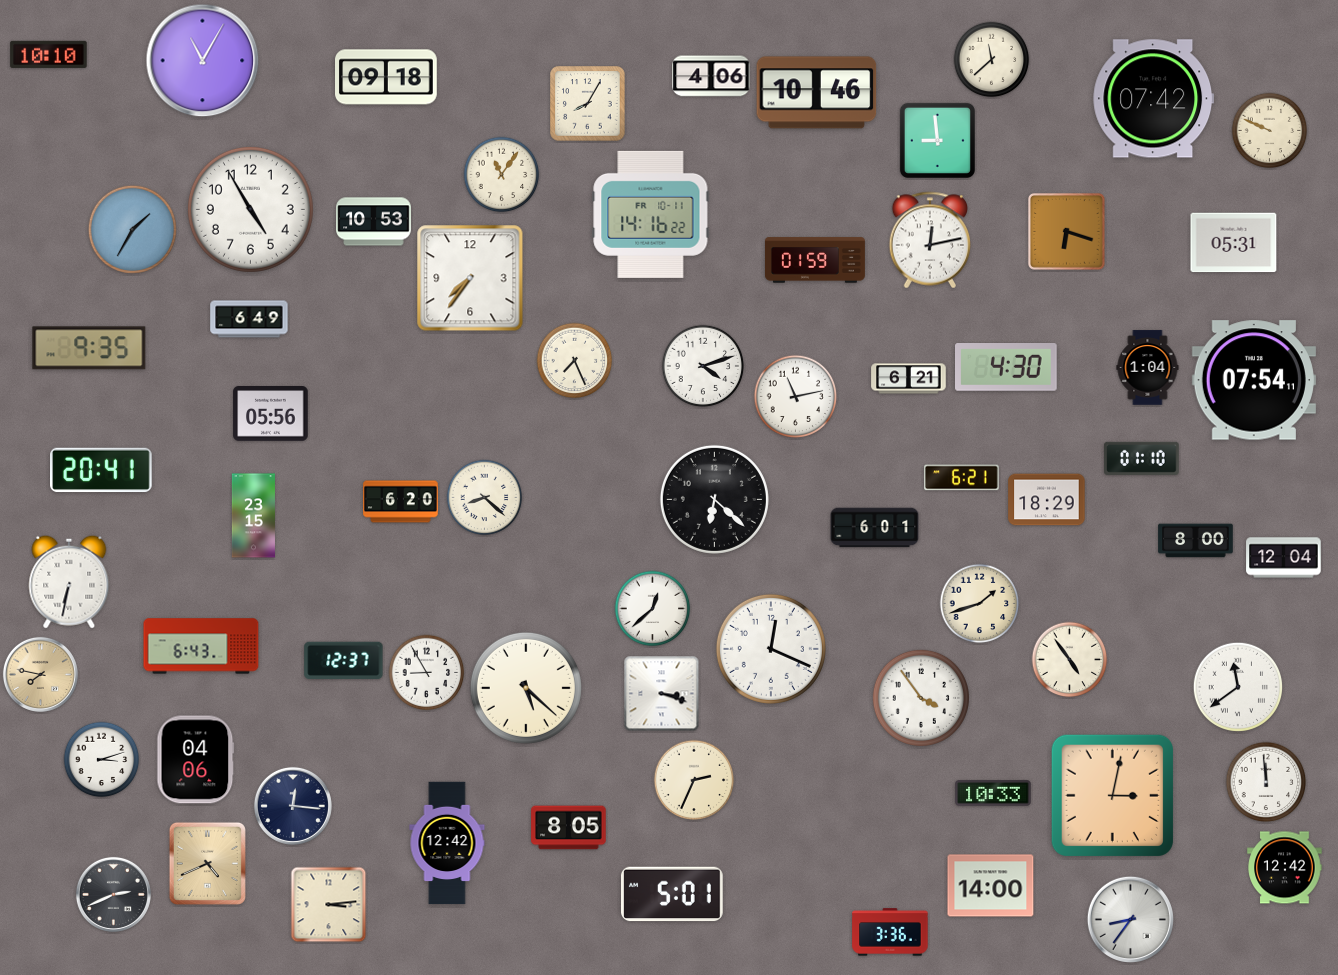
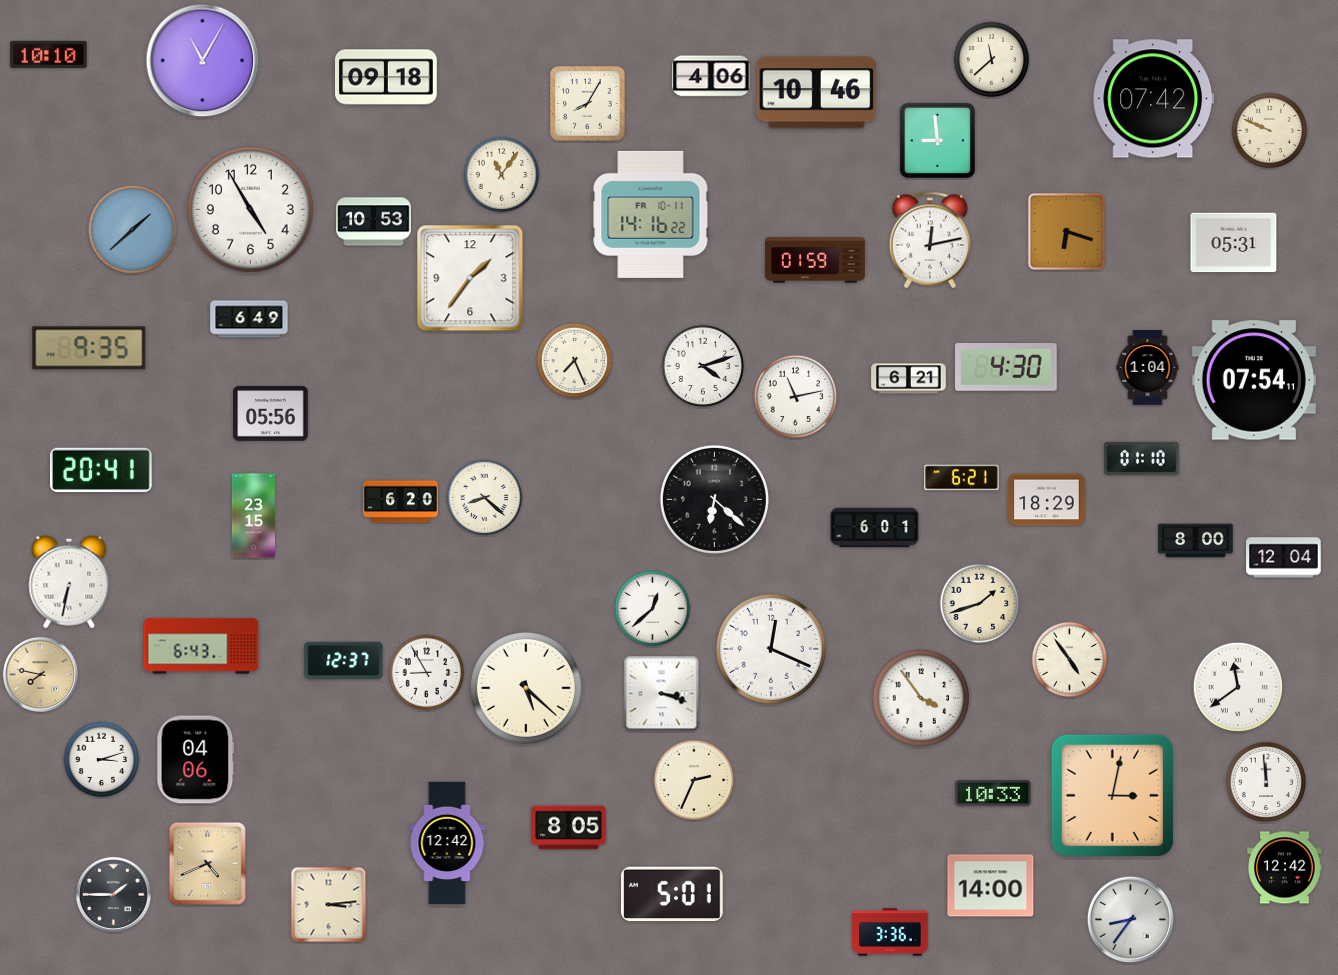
clock at (133, 230): 1:35 -> 1:38
clock at (470, 278): 7:36 -> 1:36
clock at (293, 806): 12:16 -> none
clock at (113, 894): 2:41 -> 1:45
